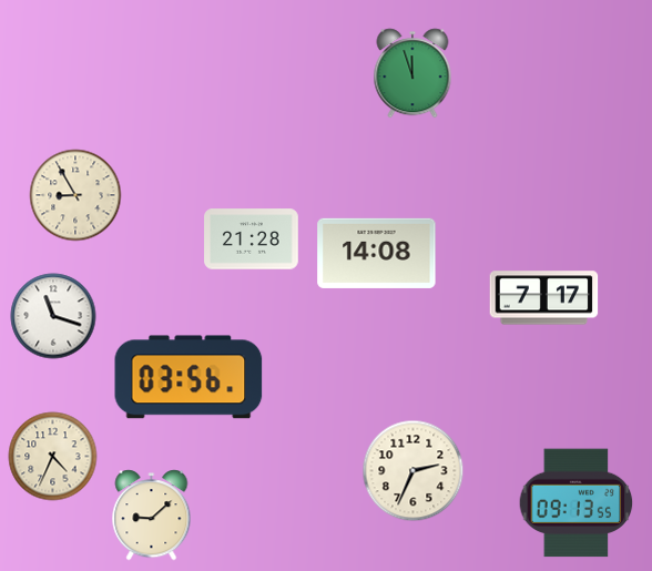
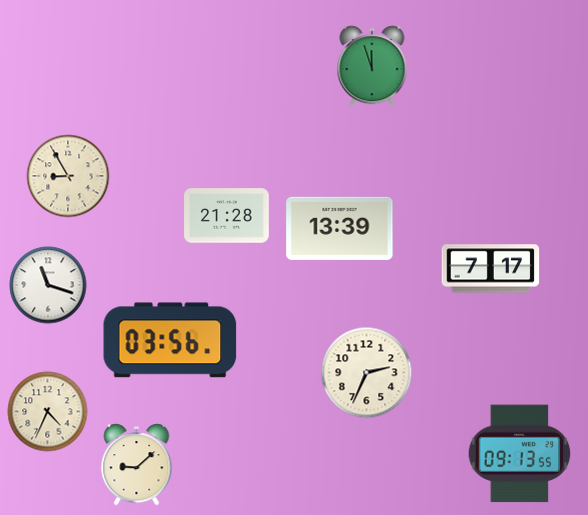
clock at (377, 253): 14:08 -> 13:39
clock at (414, 471) position: (414, 471) -> (367, 373)
